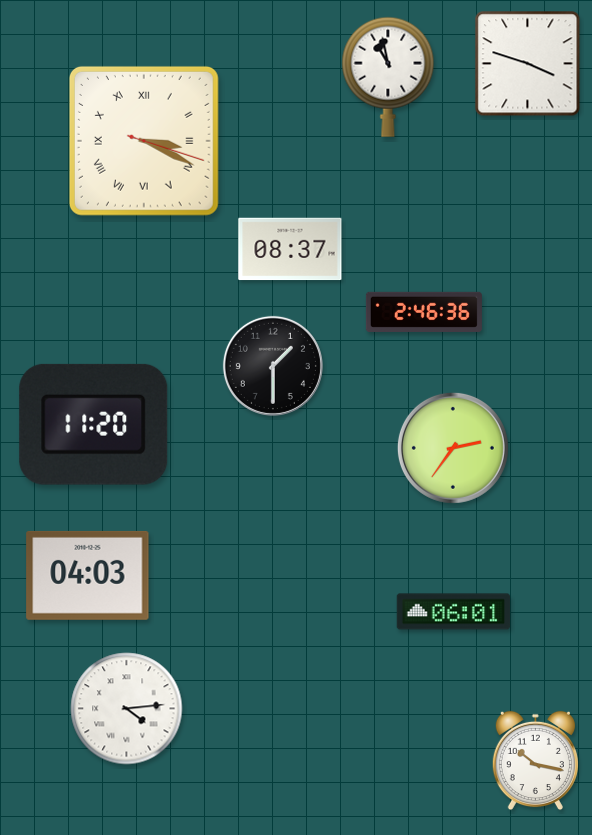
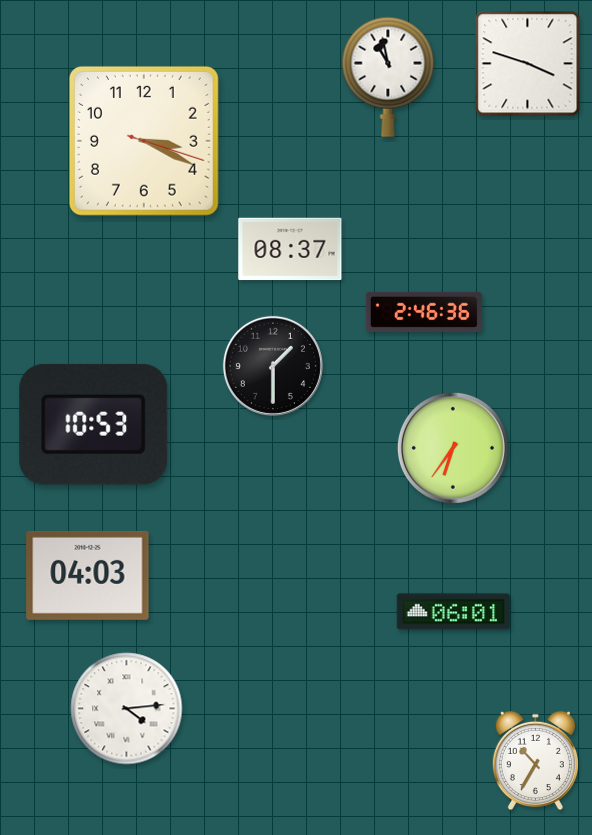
clock at (144, 141) numerals: Roman -> Arabic
clock at (94, 424): 11:20 -> 10:53
clock at (453, 448): 2:36 -> 6:36
clock at (535, 761): 10:17 -> 10:35
